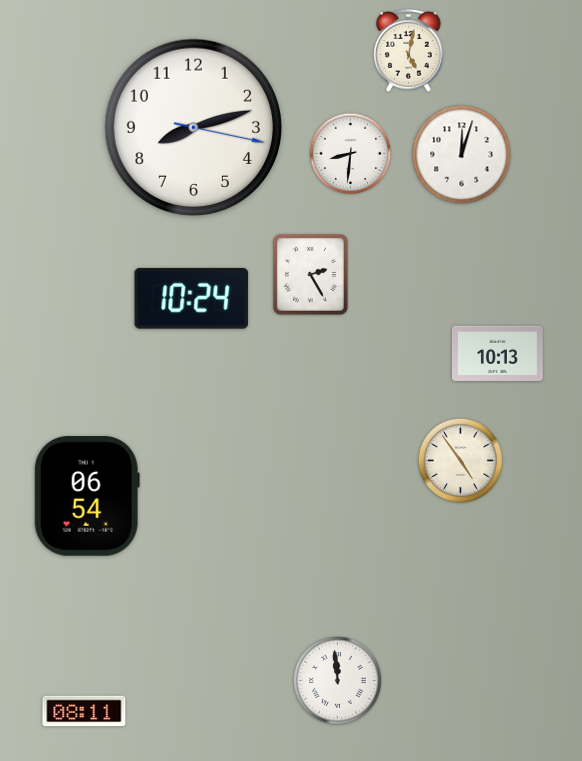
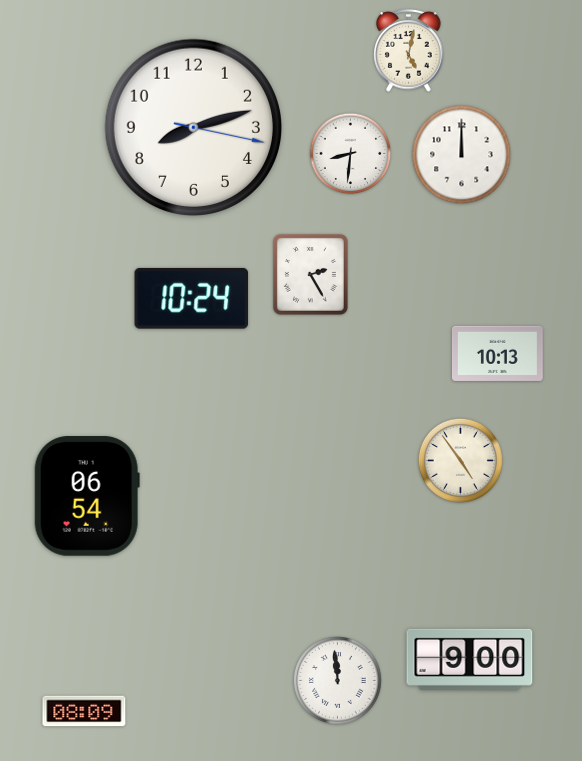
clock at (462, 155): 12:03 -> 12:00
clock at (470, 659): none -> 9:00
clock at (84, 711): 08:11 -> 08:09
